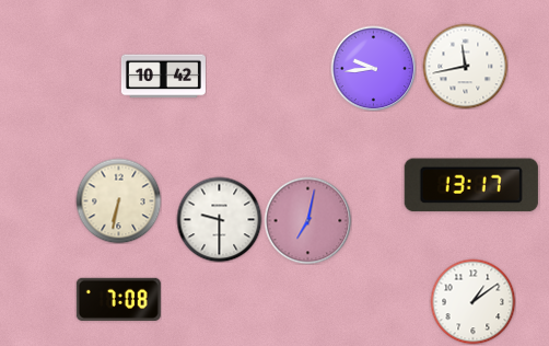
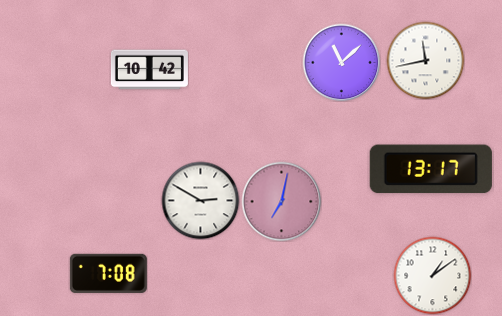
clock at (373, 68): 9:44 -> 11:08
clock at (118, 200): 6:32 -> none
clock at (219, 219): 9:30 -> 2:50
